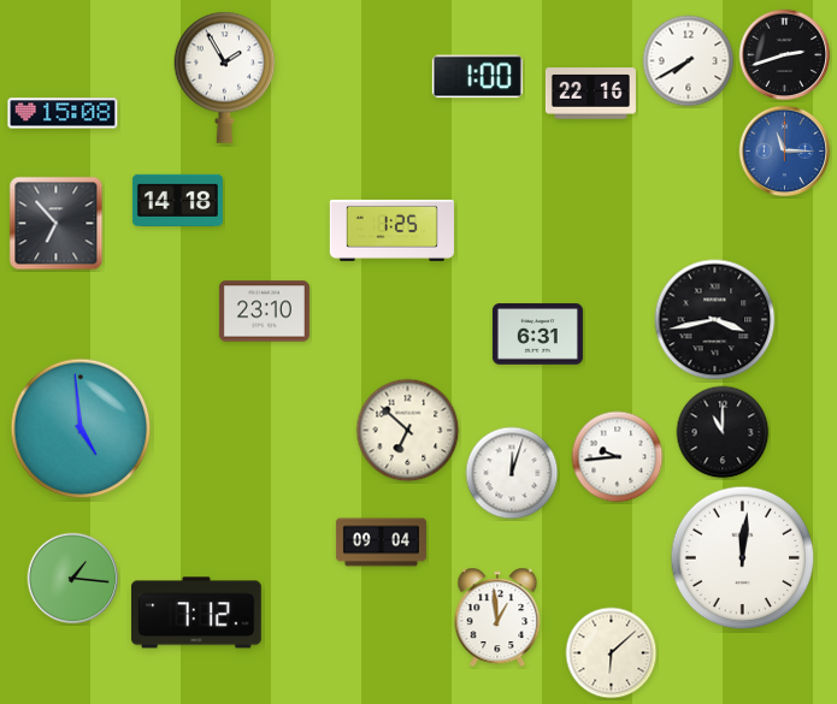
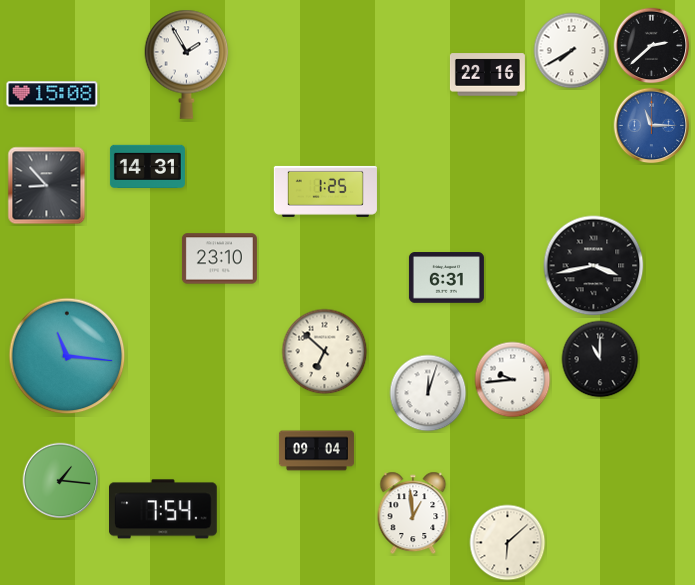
clock at (785, 55): 2:42 -> 2:38
clock at (477, 77): 1:00 -> none
clock at (590, 94) position: (590, 94) -> (487, 75)
clock at (177, 200): 14:18 -> 14:31
clock at (57, 224): 6:53 -> 8:53
clock at (81, 428): 4:59 -> 11:16
clock at (408, 431) position: (408, 431) -> (325, 352)
clock at (512, 473) position: (512, 473) -> (428, 393)
clock at (743, 558): 12:01 -> none
clock at (198, 613): 7:12 -> 7:54
